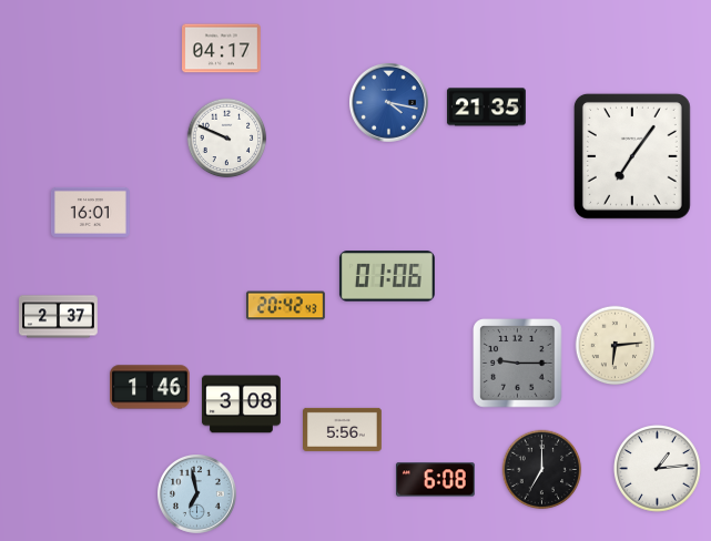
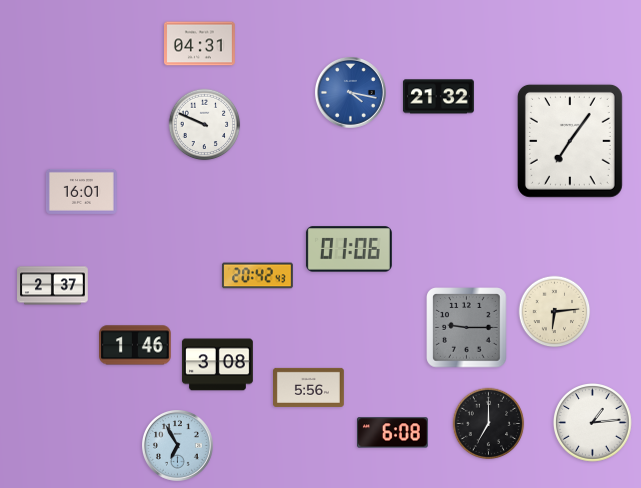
clock at (222, 49): 04:17 -> 04:31
clock at (486, 108): 21:35 -> 21:32
clock at (150, 387) position: (150, 387) -> (135, 345)
clock at (197, 494): 6:58 -> 6:55
